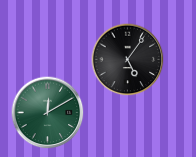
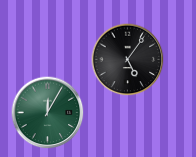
clock at (48, 113): 12:10 -> 12:05
